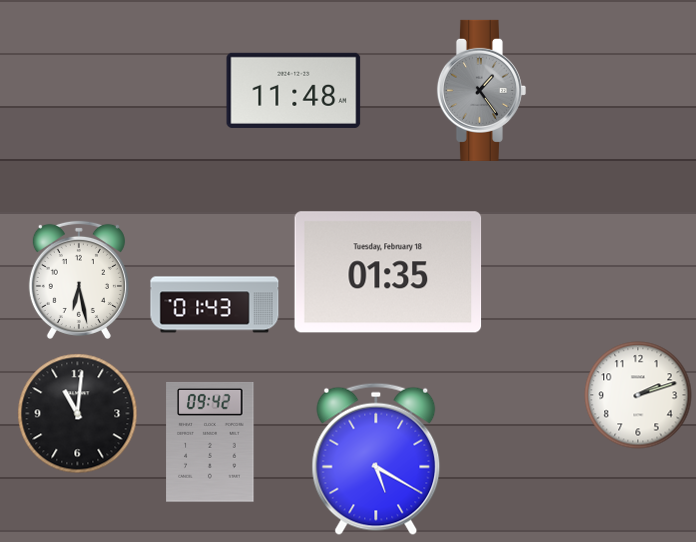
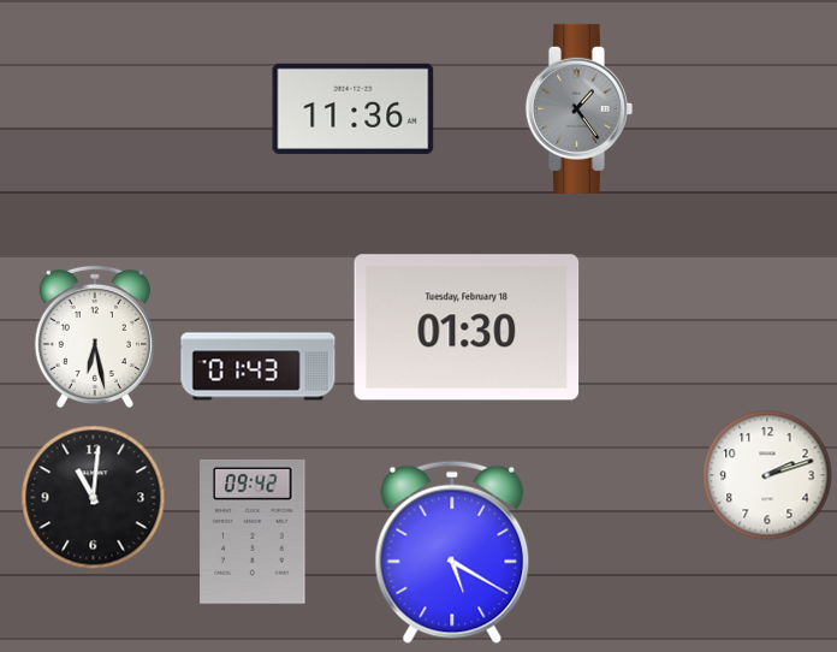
clock at (294, 90): 11:48 -> 11:36
clock at (388, 272): 01:35 -> 01:30
